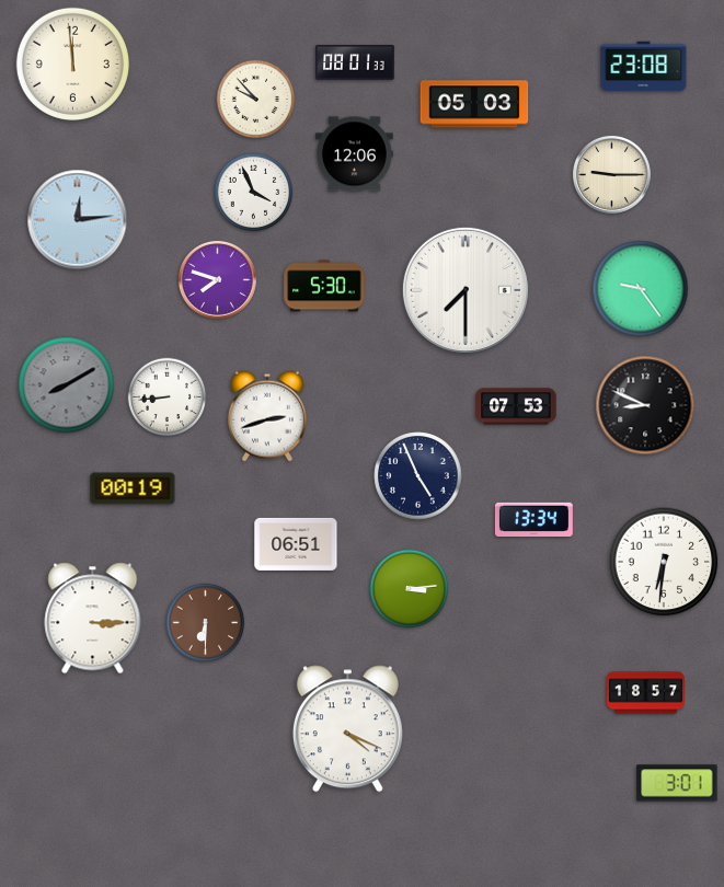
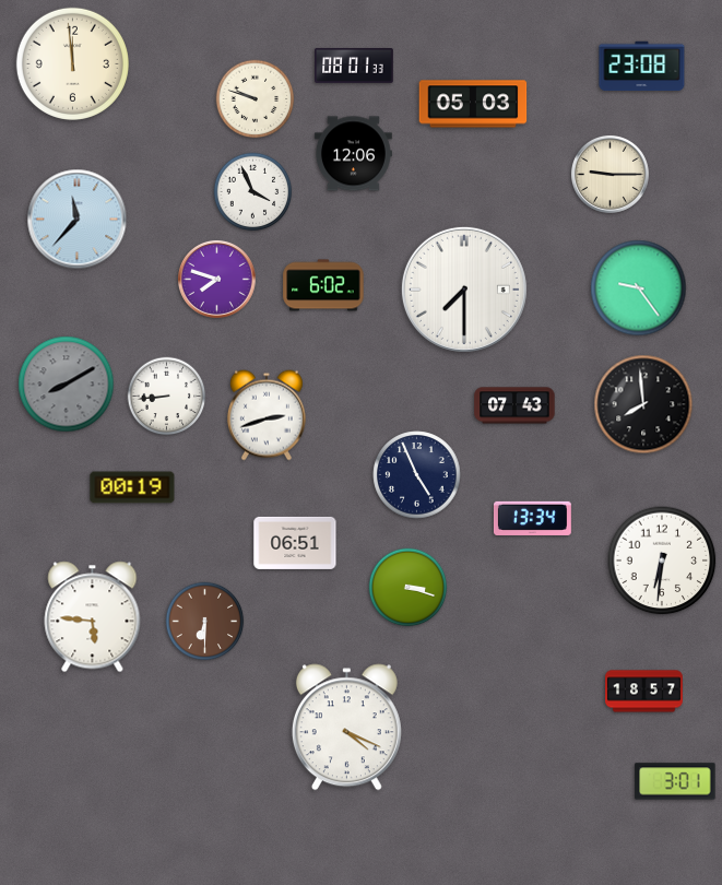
clock at (355, 62) position: (355, 62) -> (354, 66)
clock at (256, 100): 9:53 -> 9:48
clock at (78, 220): 12:14 -> 11:37
clock at (324, 286): 5:30 -> 6:02
clock at (645, 405): 8:49 -> 7:59
clock at (516, 406): 07:53 -> 07:43
clock at (410, 589): 3:14 -> 3:18
clock at (93, 619): 3:15 -> 5:46
